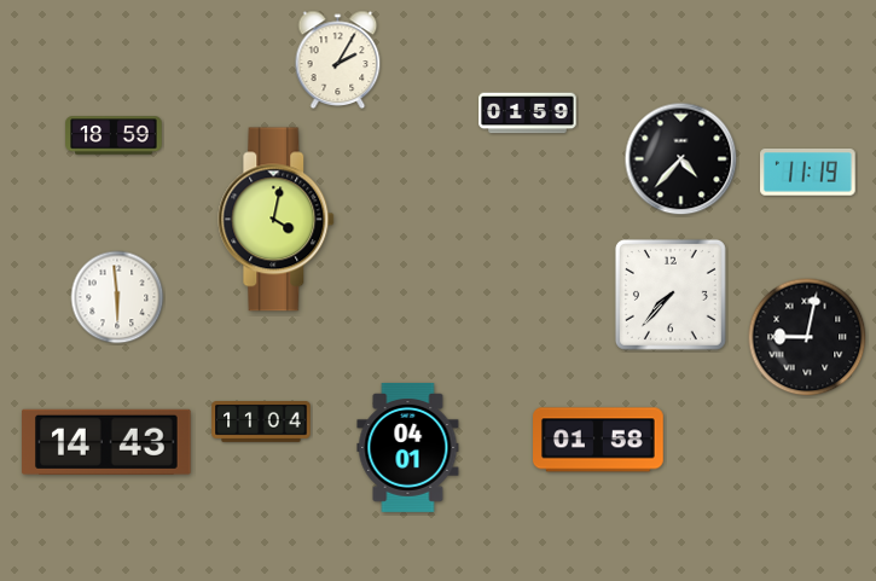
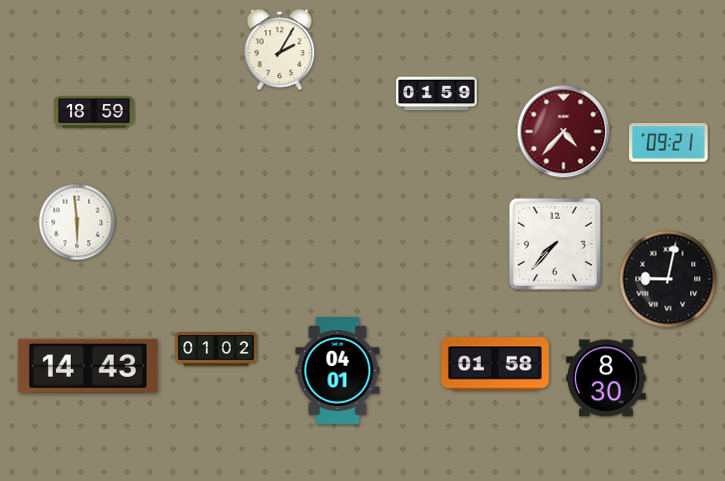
clock at (681, 159) dial: black -> burgundy
clock at (808, 173): 11:19 -> 09:21
clock at (277, 220): 4:02 -> none
clock at (117, 297) position: (117, 297) -> (77, 222)
clock at (261, 423): 11:04 -> 01:02
clock at (606, 378): none -> 8:30
